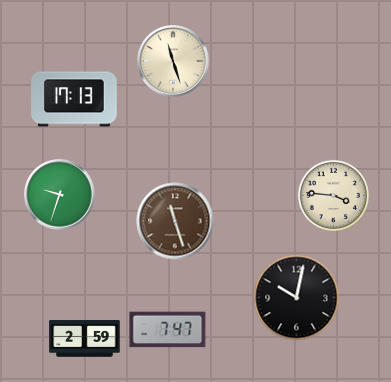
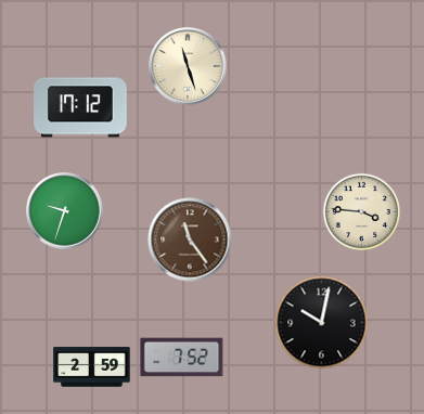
clock at (74, 99): 17:13 -> 17:12
clock at (175, 221): 11:27 -> 11:24
clock at (168, 330): 7:47 -> 7:52
